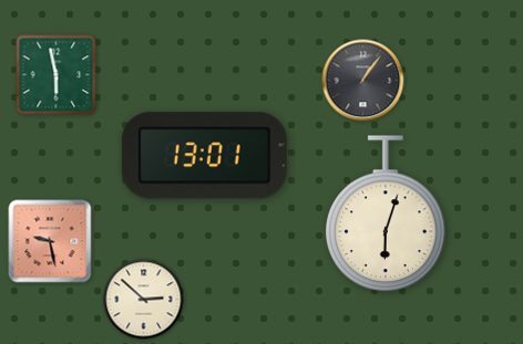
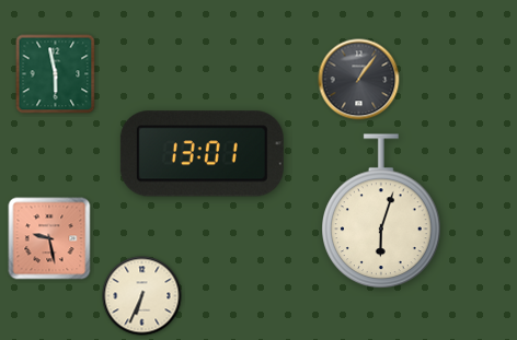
clock at (144, 300): 2:52 -> 6:34
